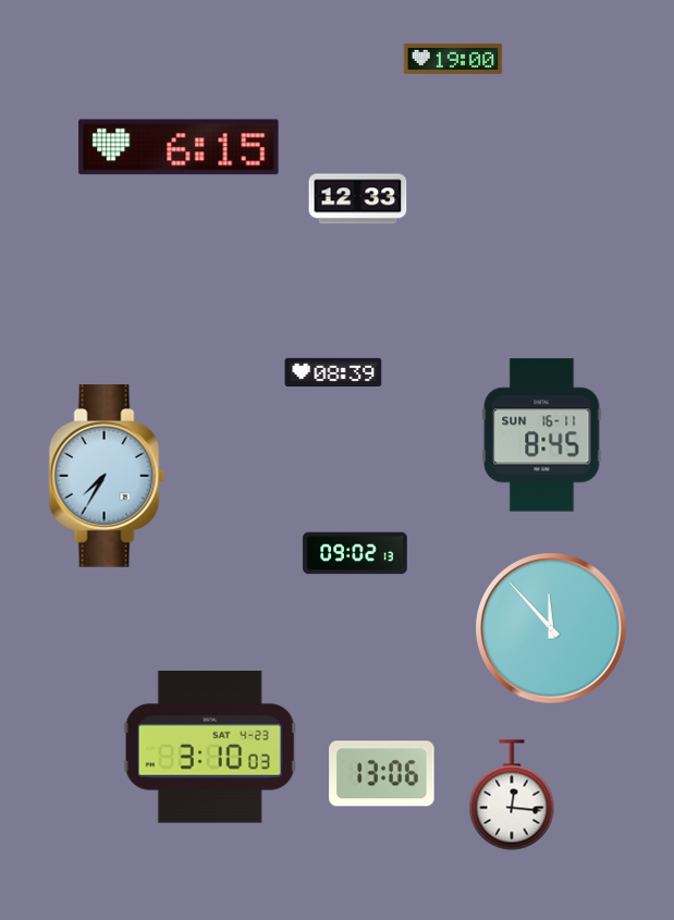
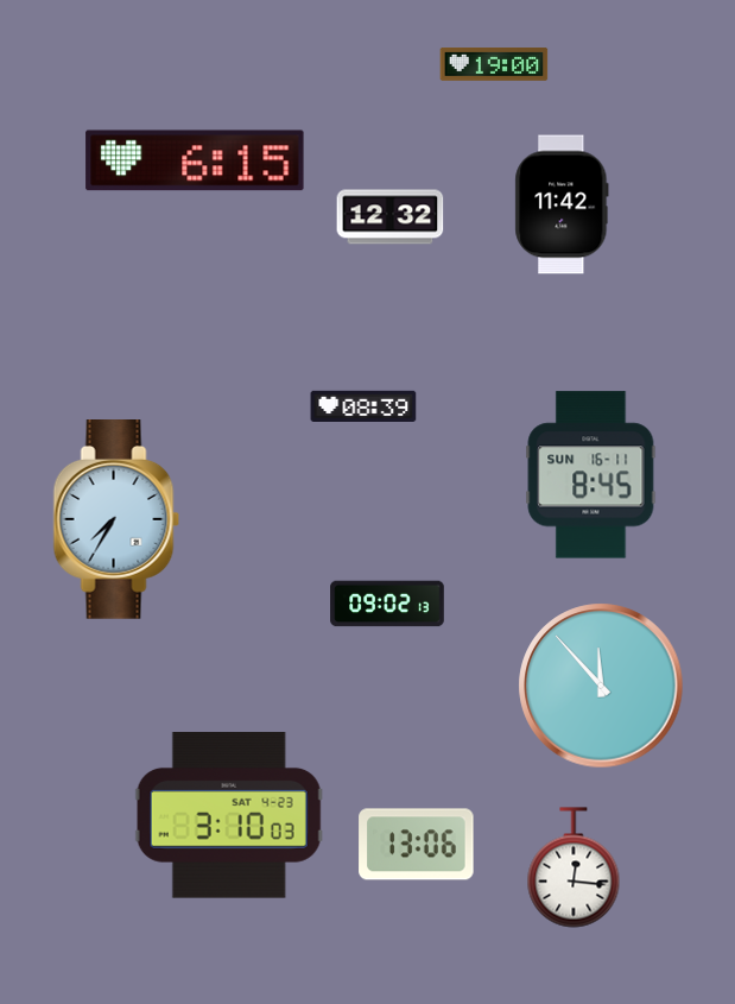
clock at (562, 204): none -> 11:42
clock at (358, 199): 12:33 -> 12:32
clock at (512, 795) position: (512, 795) -> (574, 867)
